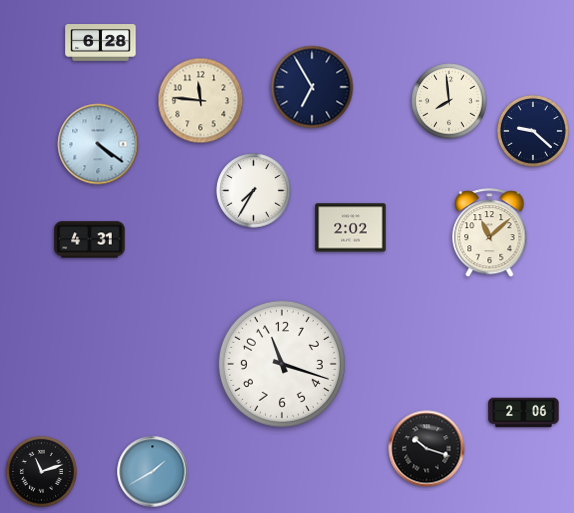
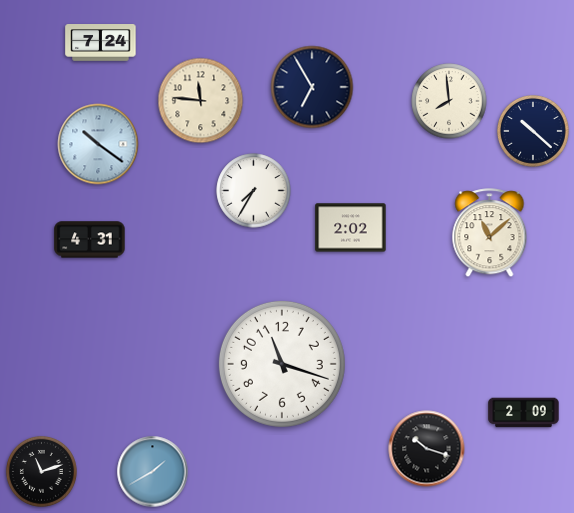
clock at (101, 43): 6:28 -> 7:24
clock at (534, 132): 9:22 -> 10:22
clock at (98, 144): 4:21 -> 10:21
clock at (524, 413): 2:06 -> 2:09
